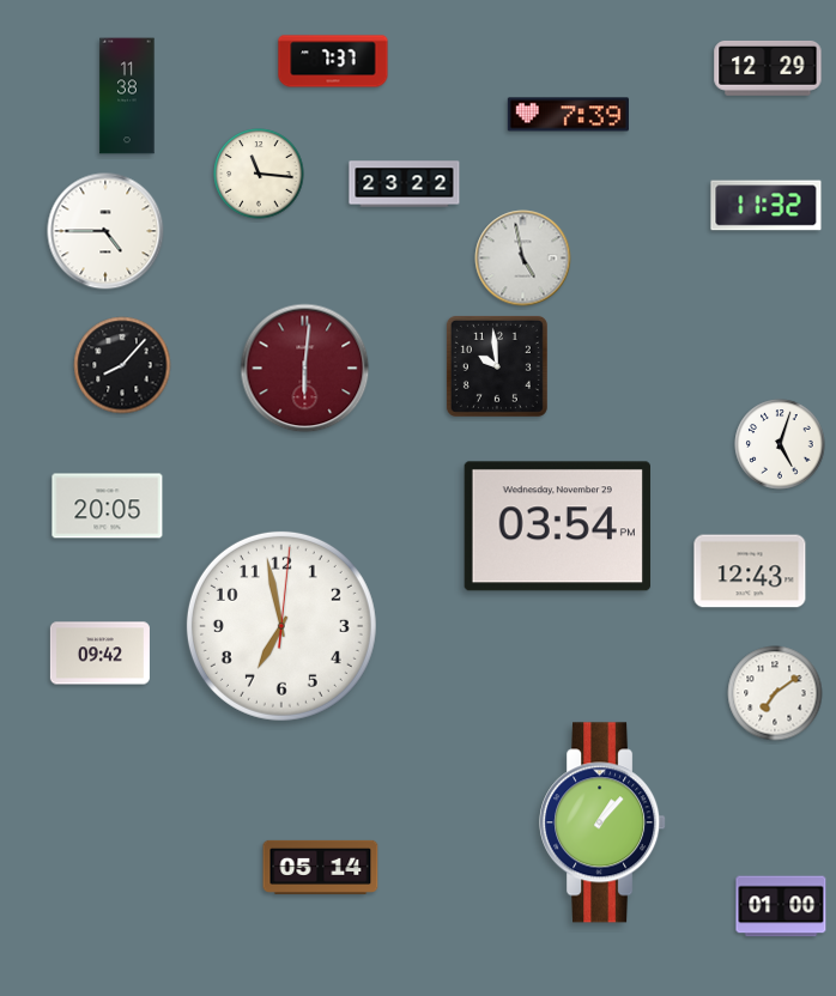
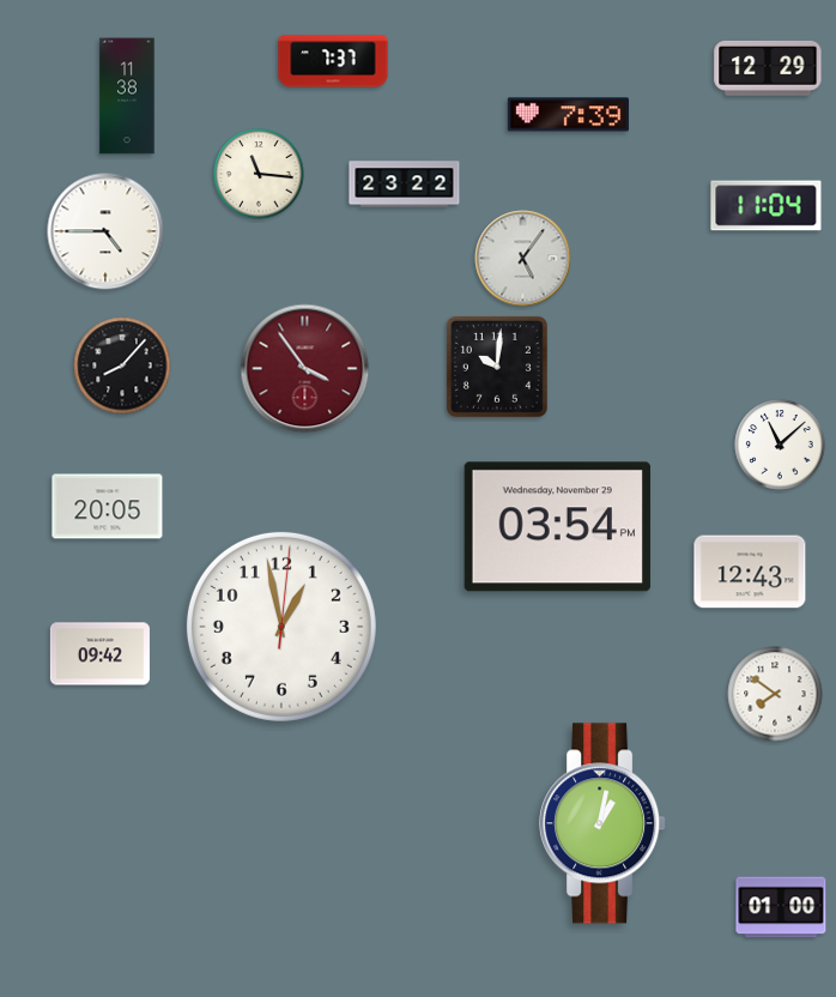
clock at (767, 206): 11:32 -> 11:04
clock at (523, 259): 4:58 -> 5:06
clock at (497, 366): 9:59 -> 10:01
clock at (305, 369): 6:01 -> 3:54
clock at (780, 444): 5:03 -> 11:08
clock at (281, 626): 6:58 -> 12:58
clock at (775, 693): 7:09 -> 7:51
clock at (604, 822): 1:07 -> 1:02
clock at (321, 867): 05:14 -> none
